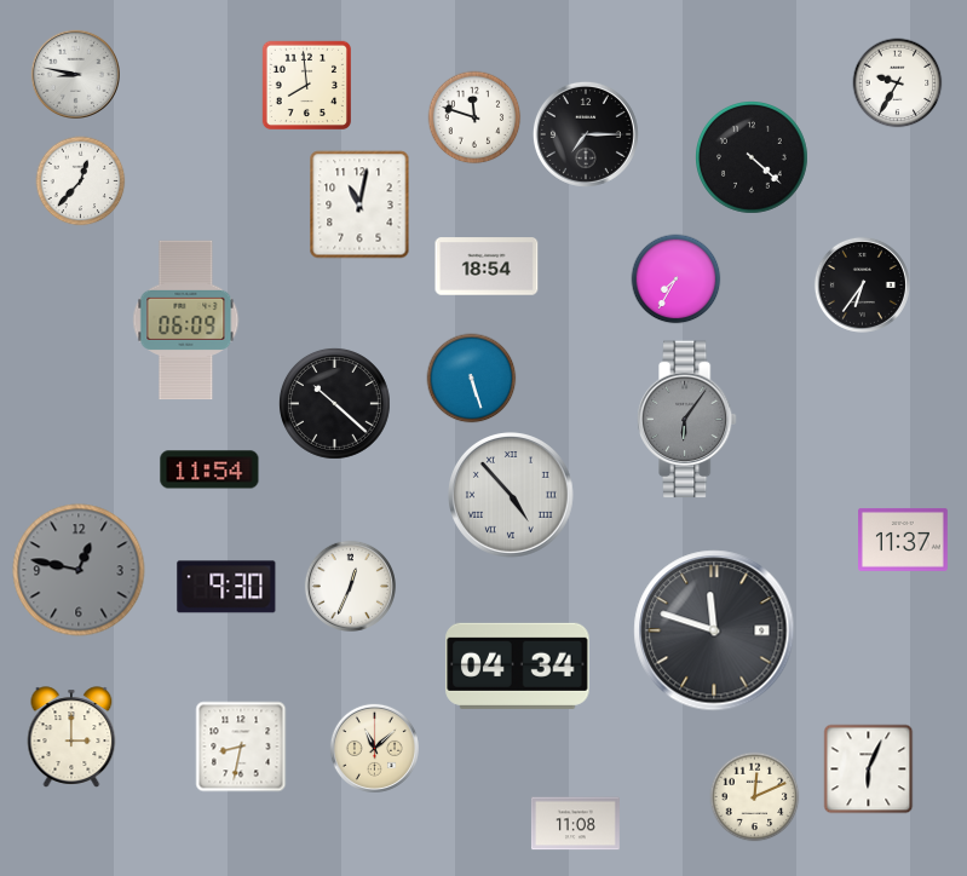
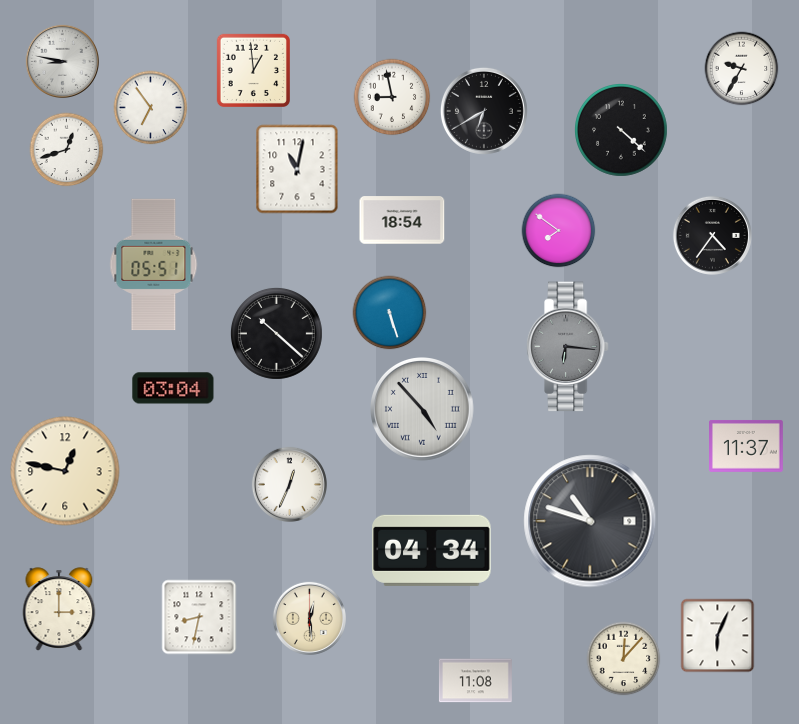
clock at (306, 85): 7:59 -> 12:59
clock at (474, 117): 11:48 -> 8:58
clock at (151, 108): none -> 6:54
clock at (586, 134): 7:15 -> 6:40
clock at (81, 181): 12:37 -> 12:42
clock at (677, 279): 7:35 -> 7:51
clock at (862, 284): 6:36 -> 4:36
clock at (186, 321): 06:09 -> 05:51
clock at (686, 420): 6:06 -> 6:16
clock at (209, 469): 11:54 -> 03:04
clock at (79, 570) dial: grey -> cream
clock at (226, 587): 9:30 -> none
clock at (714, 630): 11:48 -> 10:48
clock at (518, 665) position: (518, 665) -> (432, 550)
clock at (374, 748): 11:08 -> 12:29
clock at (755, 797): 12:11 -> 12:07
